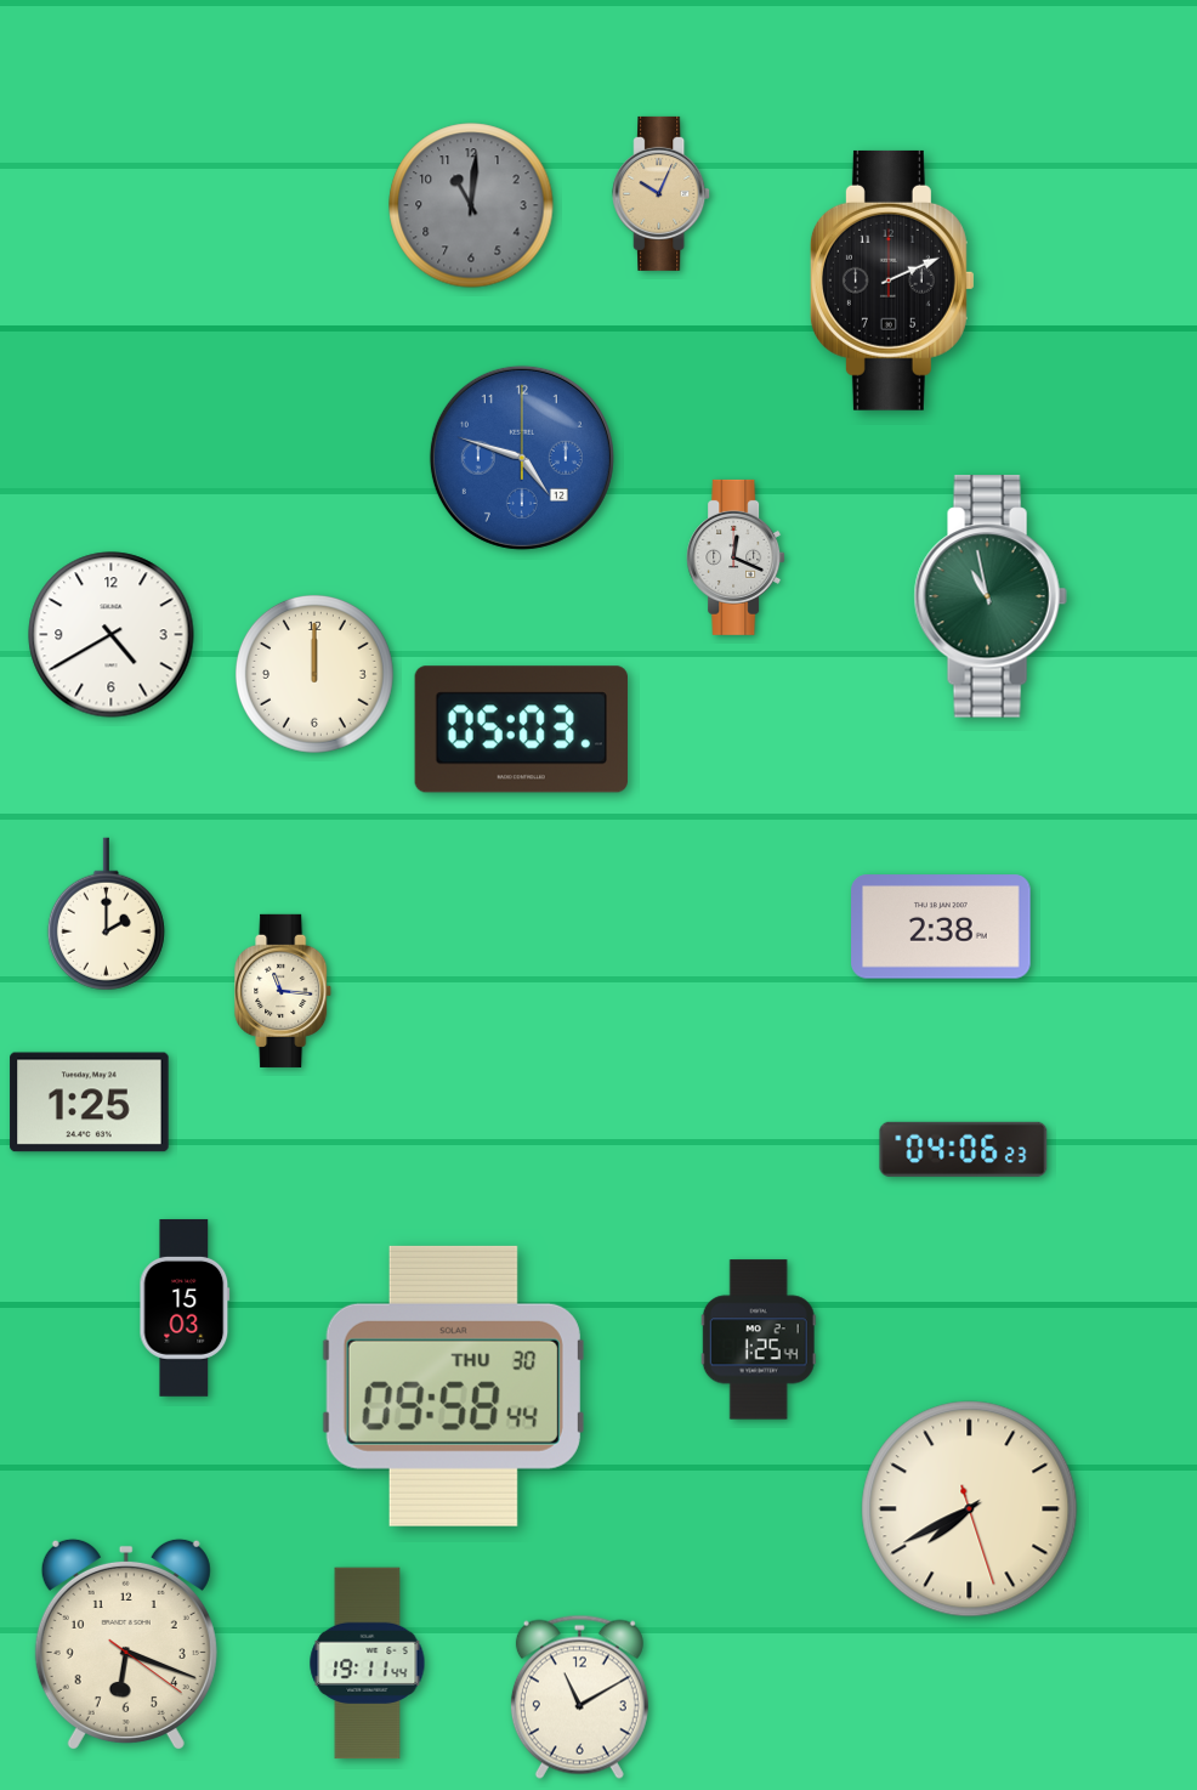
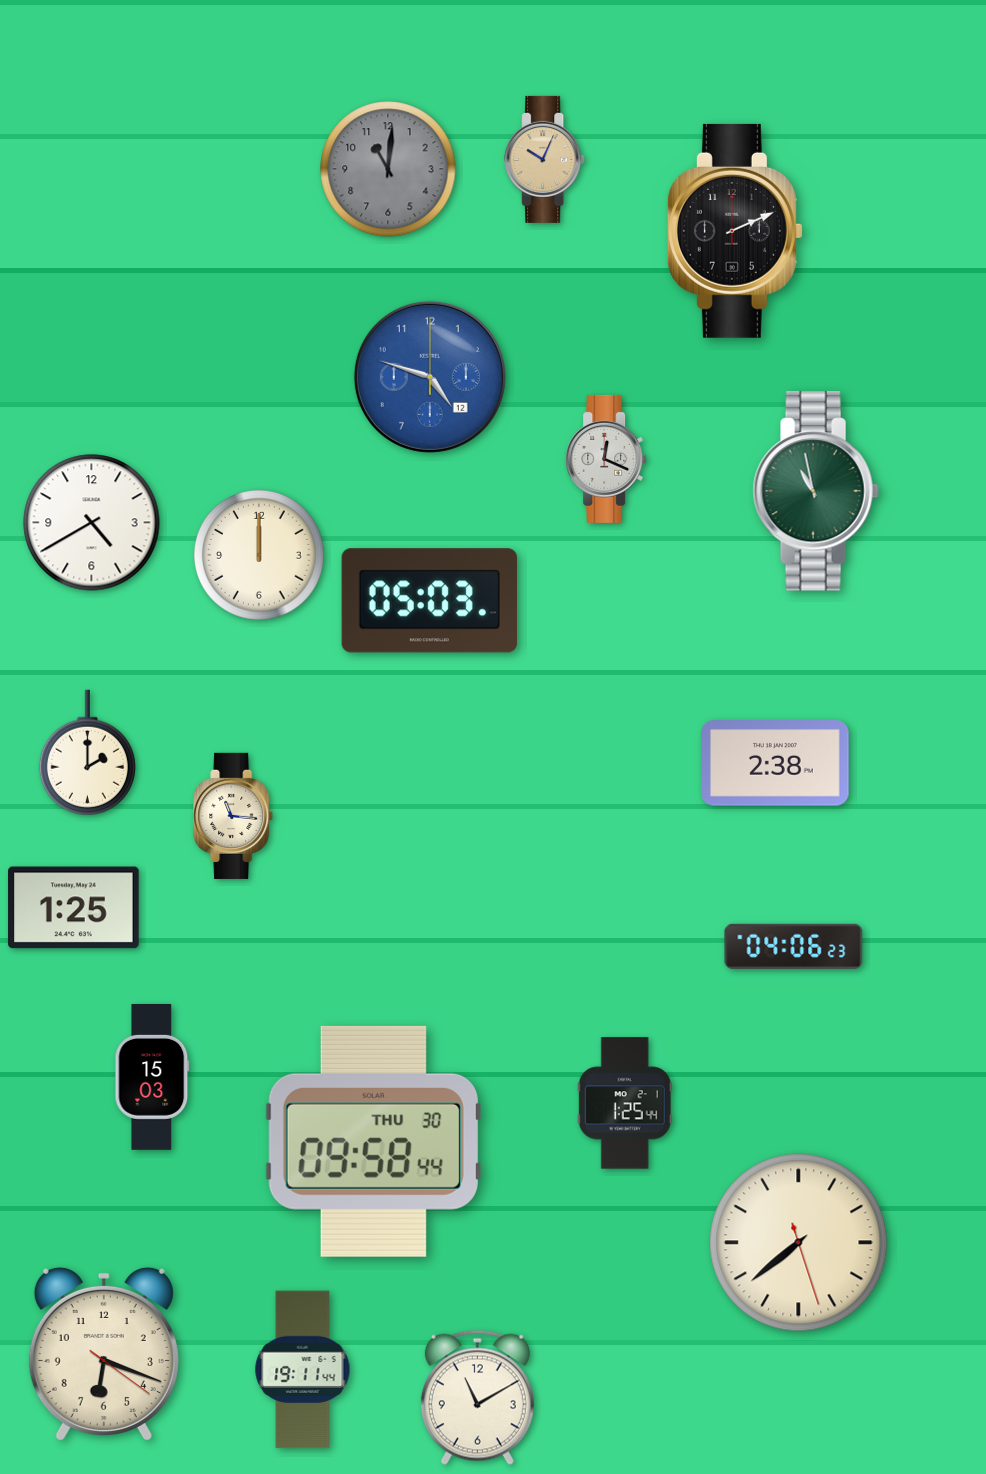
clock at (970, 1509): 7:40 -> 7:38
